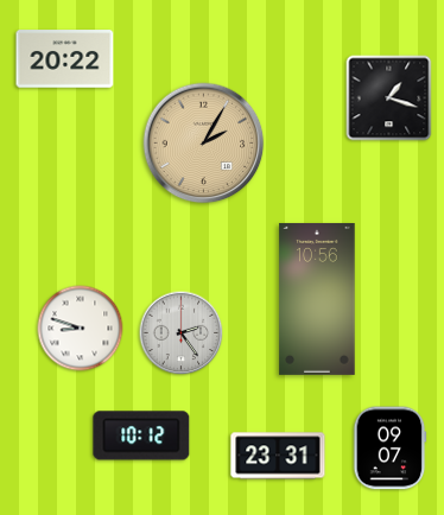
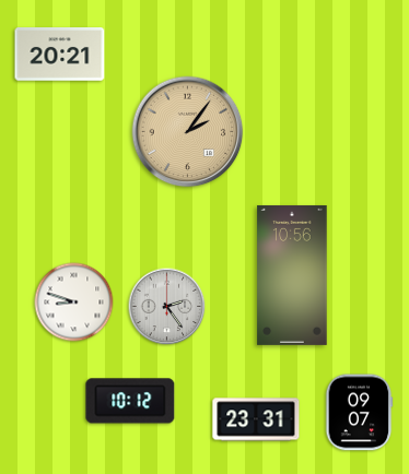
clock at (65, 59): 20:22 -> 20:21
clock at (389, 98): 1:18 -> none
clock at (204, 144): 2:05 -> 2:06
